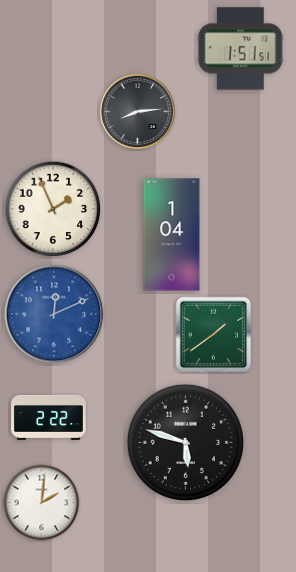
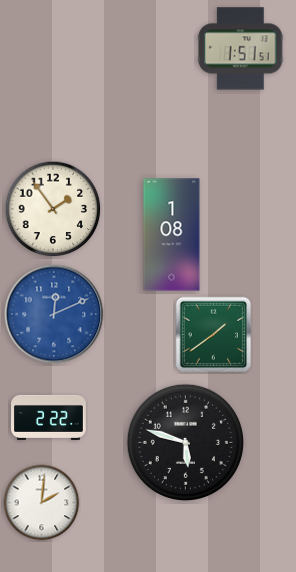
clock at (137, 111): 8:14 -> none
clock at (53, 209): 1:56 -> 1:54
clock at (172, 235): 1:04 -> 1:08
